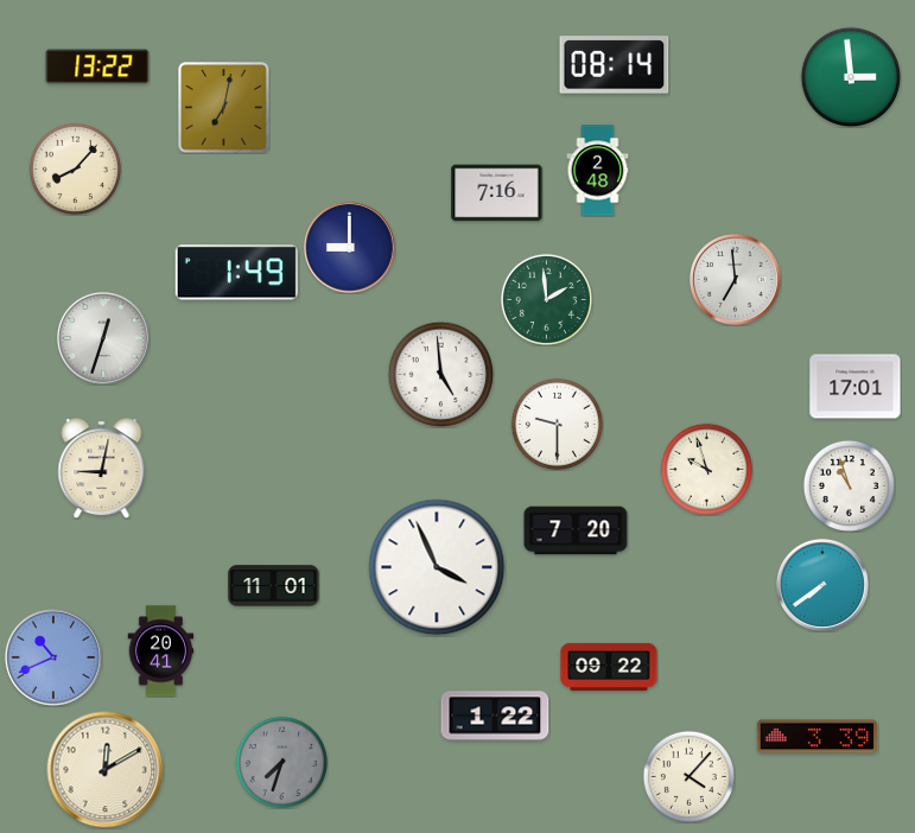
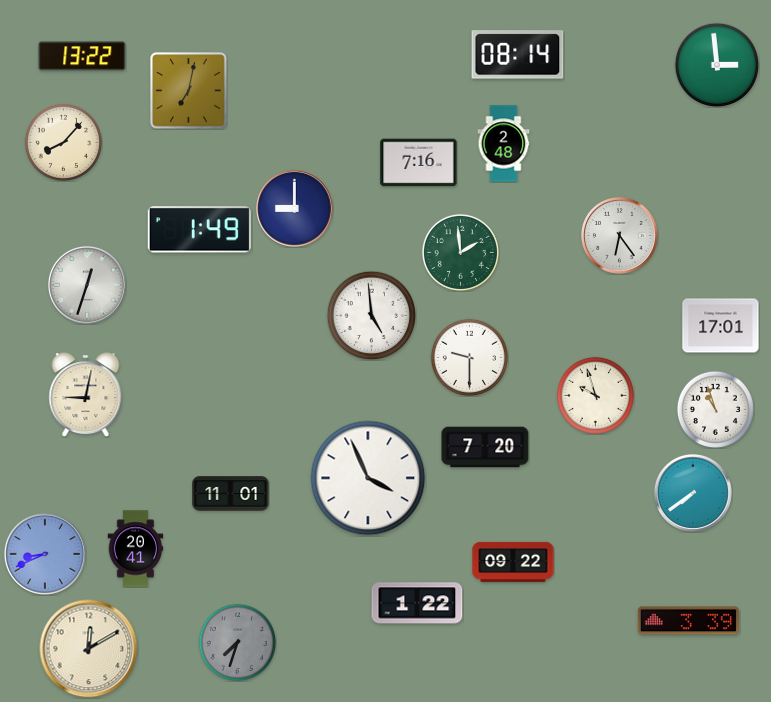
clock at (736, 280): 6:59 -> 6:24
clock at (53, 657): 10:41 -> 8:41
clock at (688, 776): 4:07 -> none
